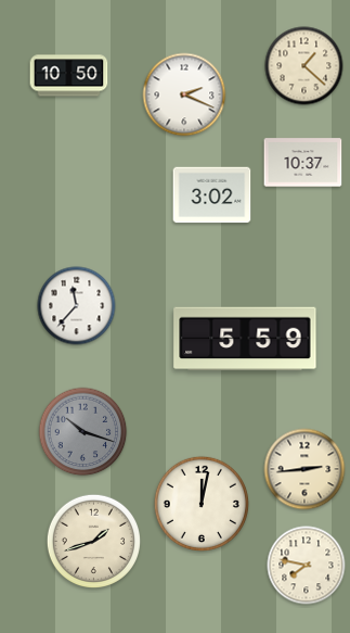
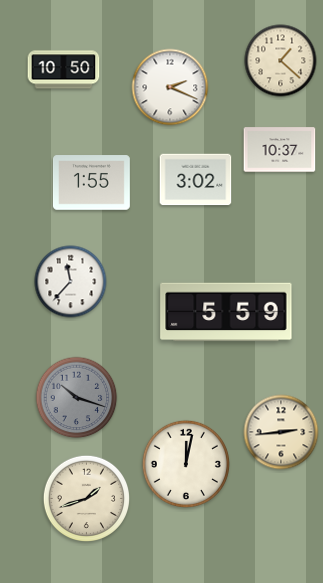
clock at (91, 183): none -> 1:55
clock at (307, 566): 7:47 -> none
